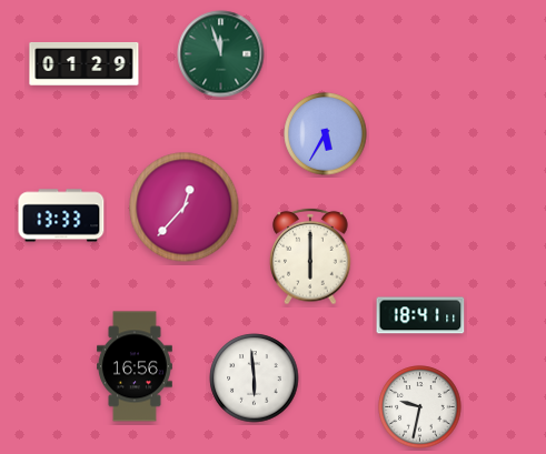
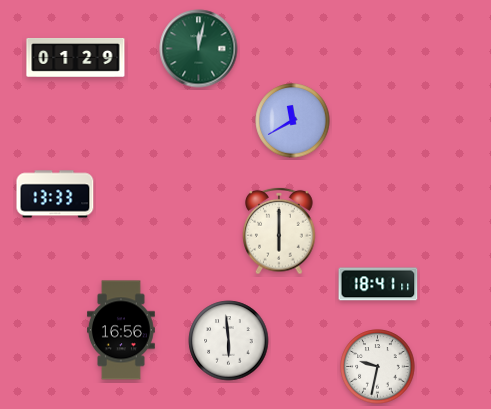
clock at (221, 54): 11:57 -> 12:02
clock at (326, 134): 5:35 -> 11:40
clock at (185, 208): 12:37 -> none
